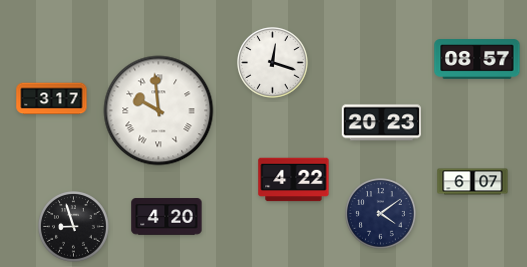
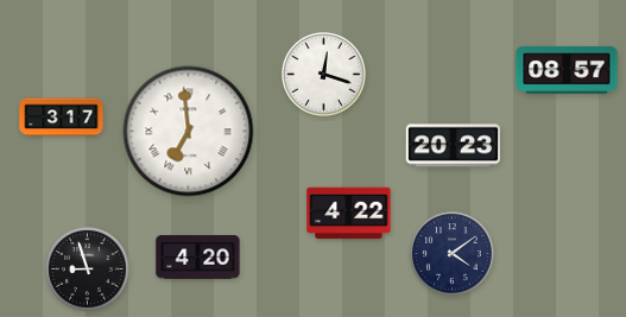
clock at (159, 111): 9:59 -> 6:59
clock at (473, 182): 6:07 -> none
